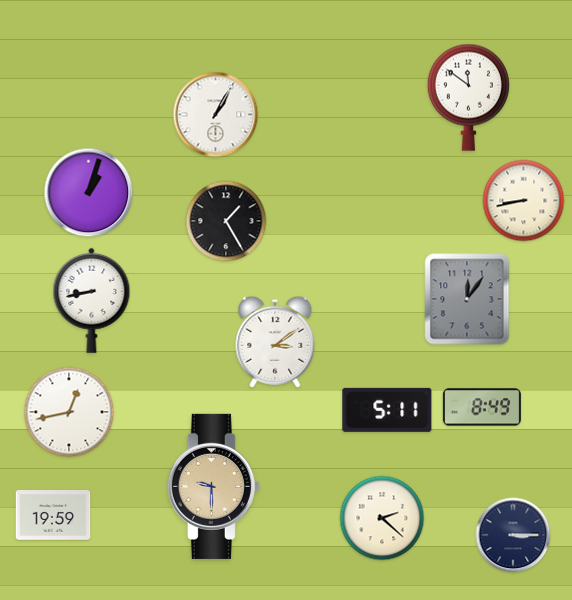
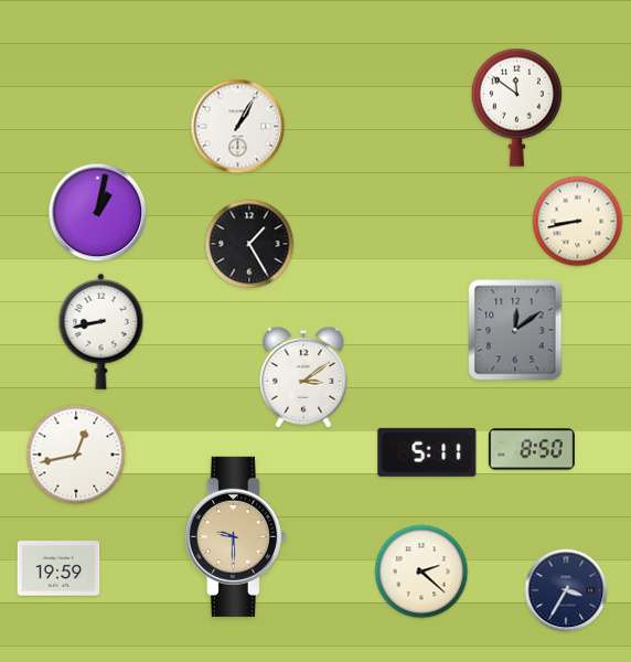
clock at (89, 193): 1:03 -> 1:02
clock at (467, 299): 12:06 -> 12:09
clock at (482, 407): 8:49 -> 8:50
clock at (513, 535): 3:15 -> 3:35
